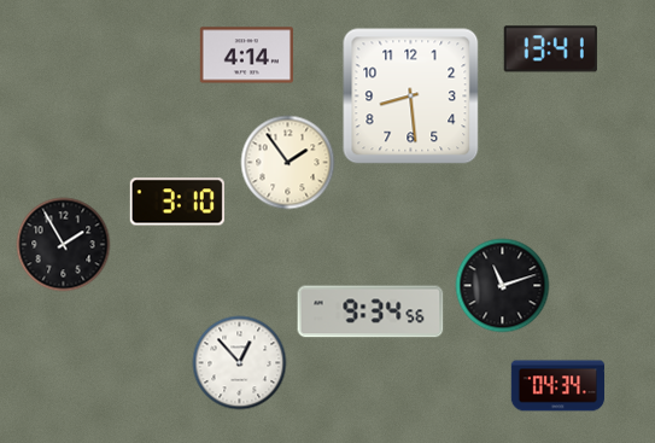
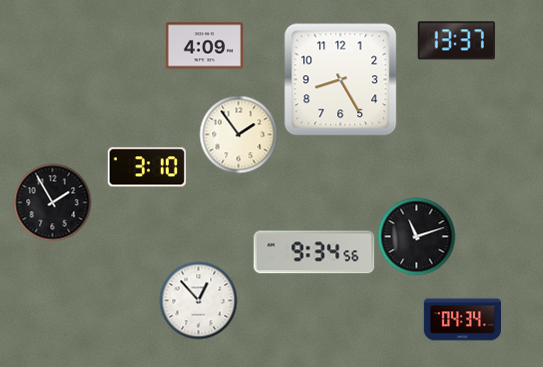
clock at (550, 49): 13:41 -> 13:37
clock at (246, 56): 4:14 -> 4:09
clock at (410, 95): 8:29 -> 8:25
clock at (370, 311) position: (370, 311) -> (314, 252)
